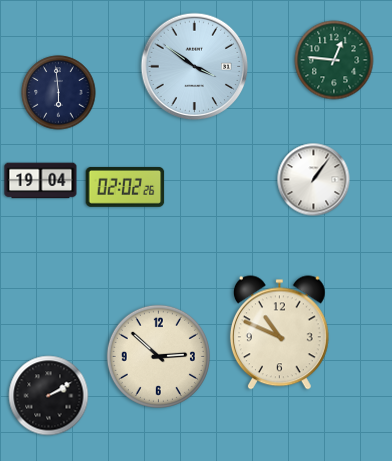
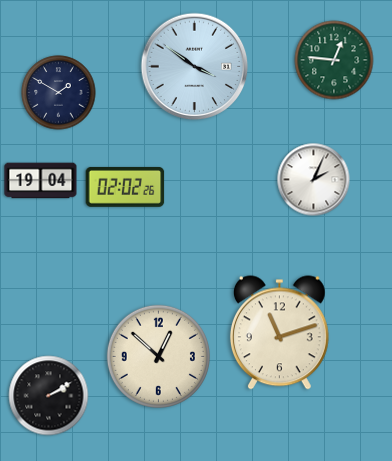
clock at (59, 93): 5:59 -> 1:50
clock at (314, 180): 1:06 -> 2:04
clock at (279, 333): 10:49 -> 11:12
clock at (158, 356): 2:52 -> 12:52
